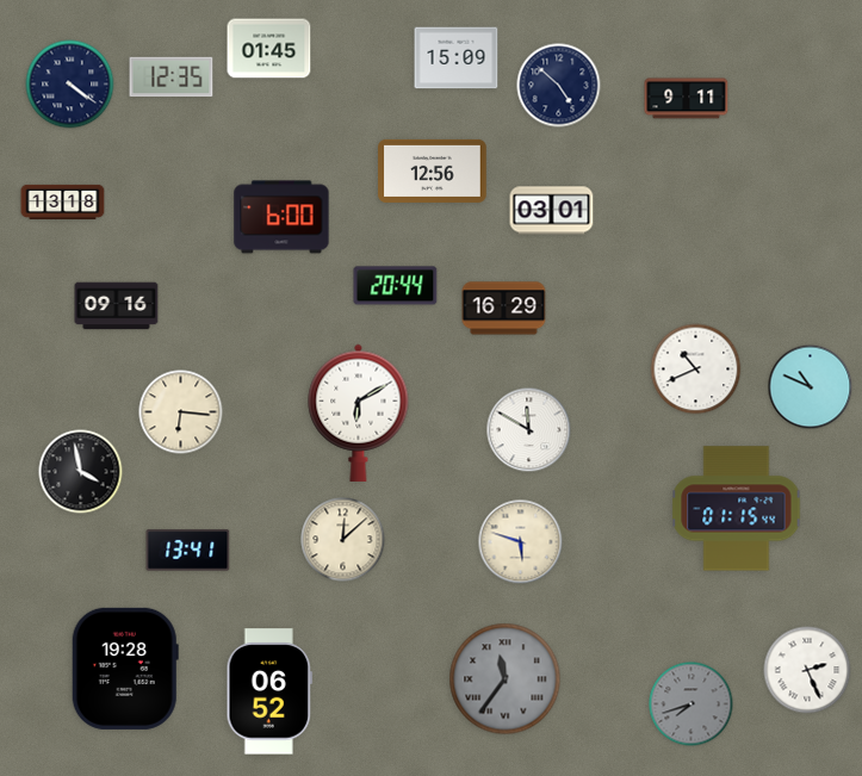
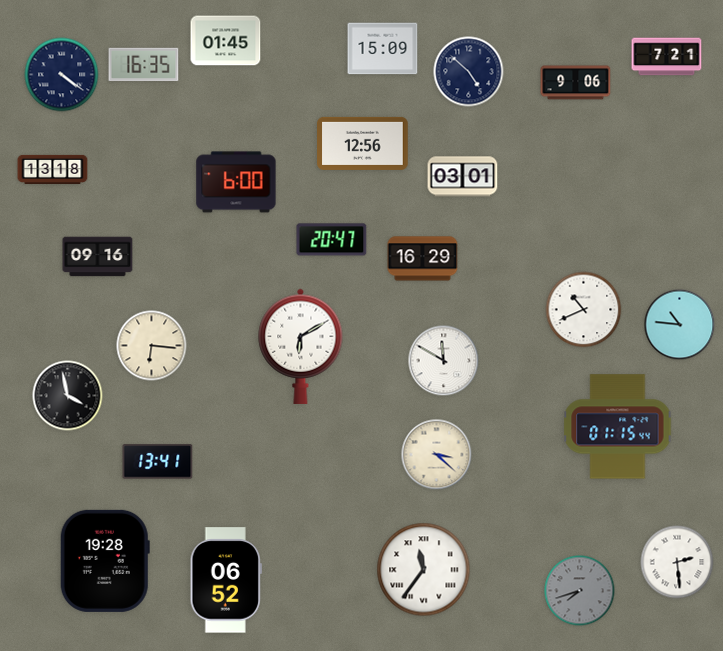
clock at (667, 57): none -> 7:21
clock at (172, 77): 12:35 -> 16:35
clock at (70, 85) position: (70, 85) -> (62, 75)
clock at (687, 99): 9:11 -> 9:06
clock at (396, 286): 20:44 -> 20:47
clock at (811, 387): 10:49 -> 10:46
clock at (343, 540): 12:08 -> none
clock at (521, 542): 5:48 -> 3:22
clock at (807, 670): 2:26 -> 2:29
clock at (506, 679) dial: grey -> white
